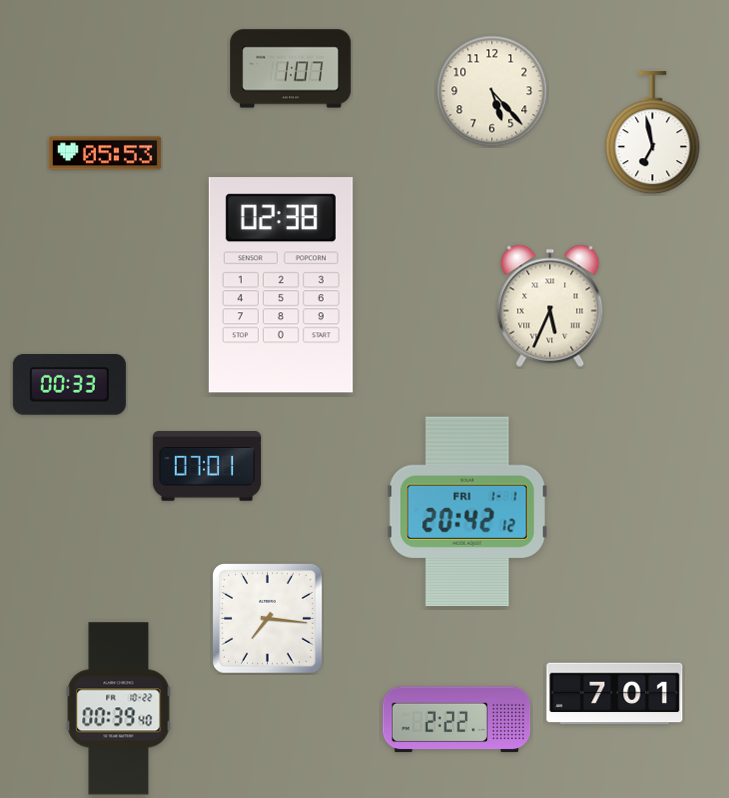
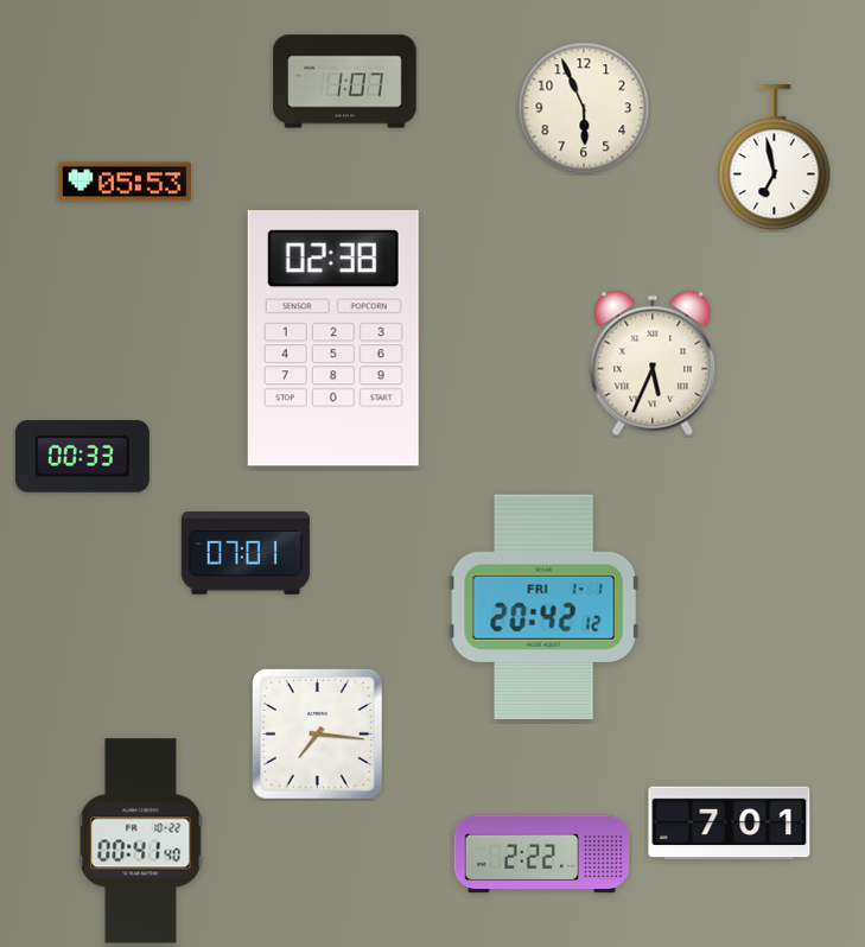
clock at (492, 91): 5:23 -> 5:56
clock at (467, 512) position: (467, 512) -> (543, 608)
clock at (119, 709): 00:39 -> 00:41
